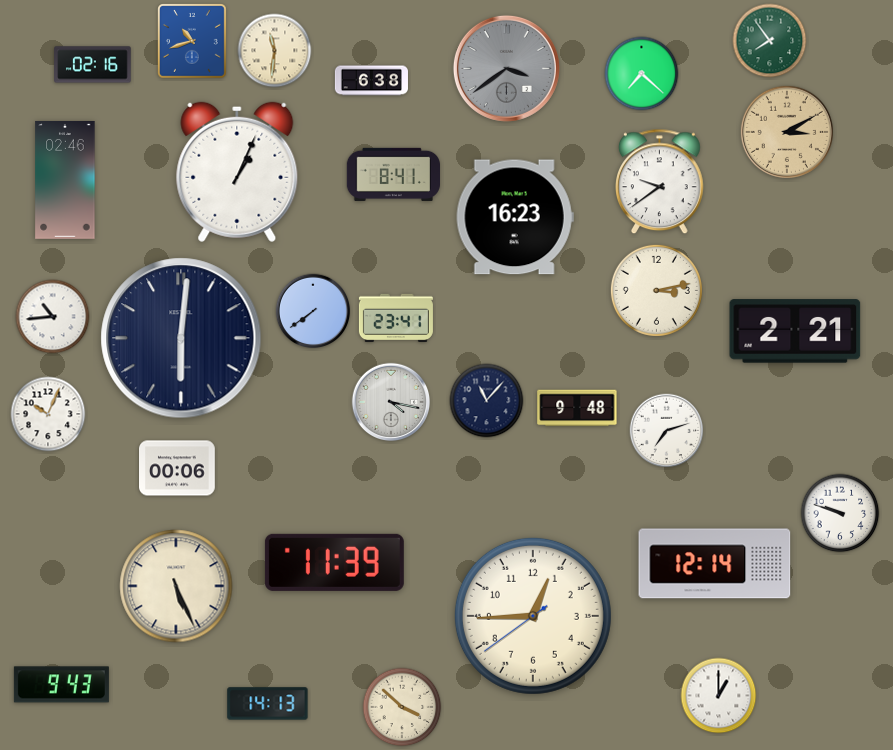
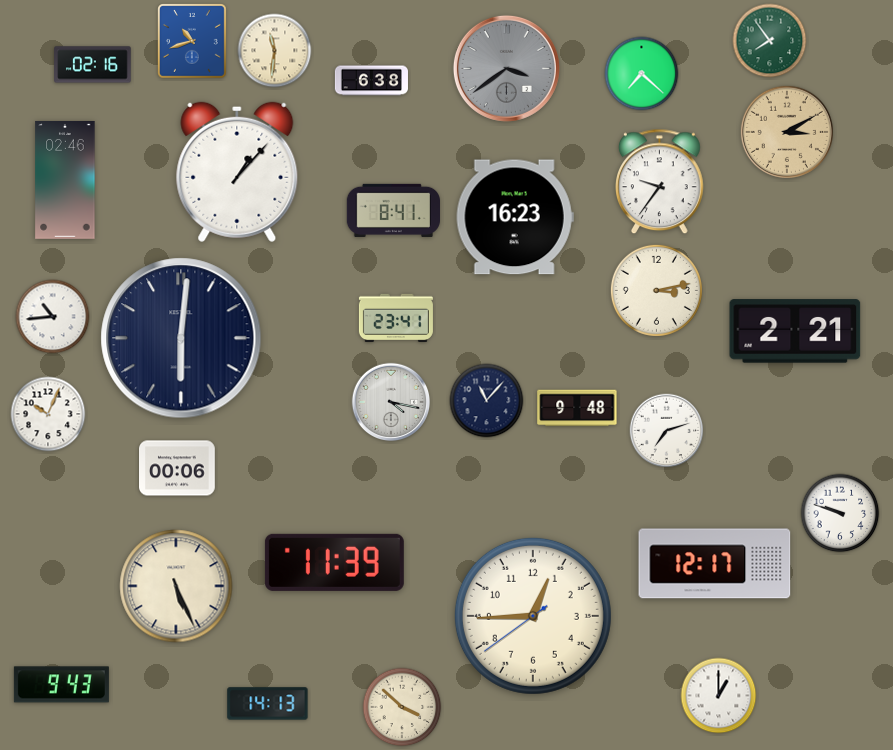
clock at (237, 172): 1:04 -> 1:07
clock at (393, 174) position: (393, 174) -> (393, 210)
clock at (660, 182): 9:39 -> 9:36
clock at (313, 311): 7:39 -> none
clock at (715, 564): 12:14 -> 12:17
